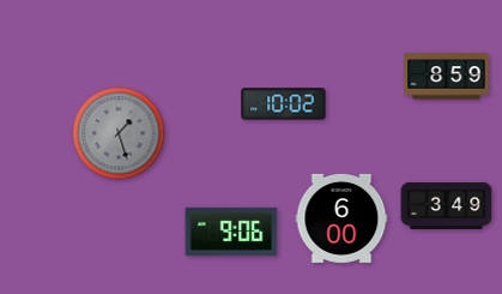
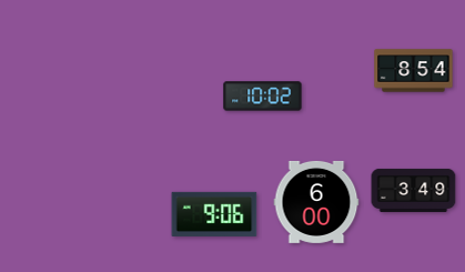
clock at (447, 77): 8:59 -> 8:54
clock at (119, 133): 1:27 -> none
